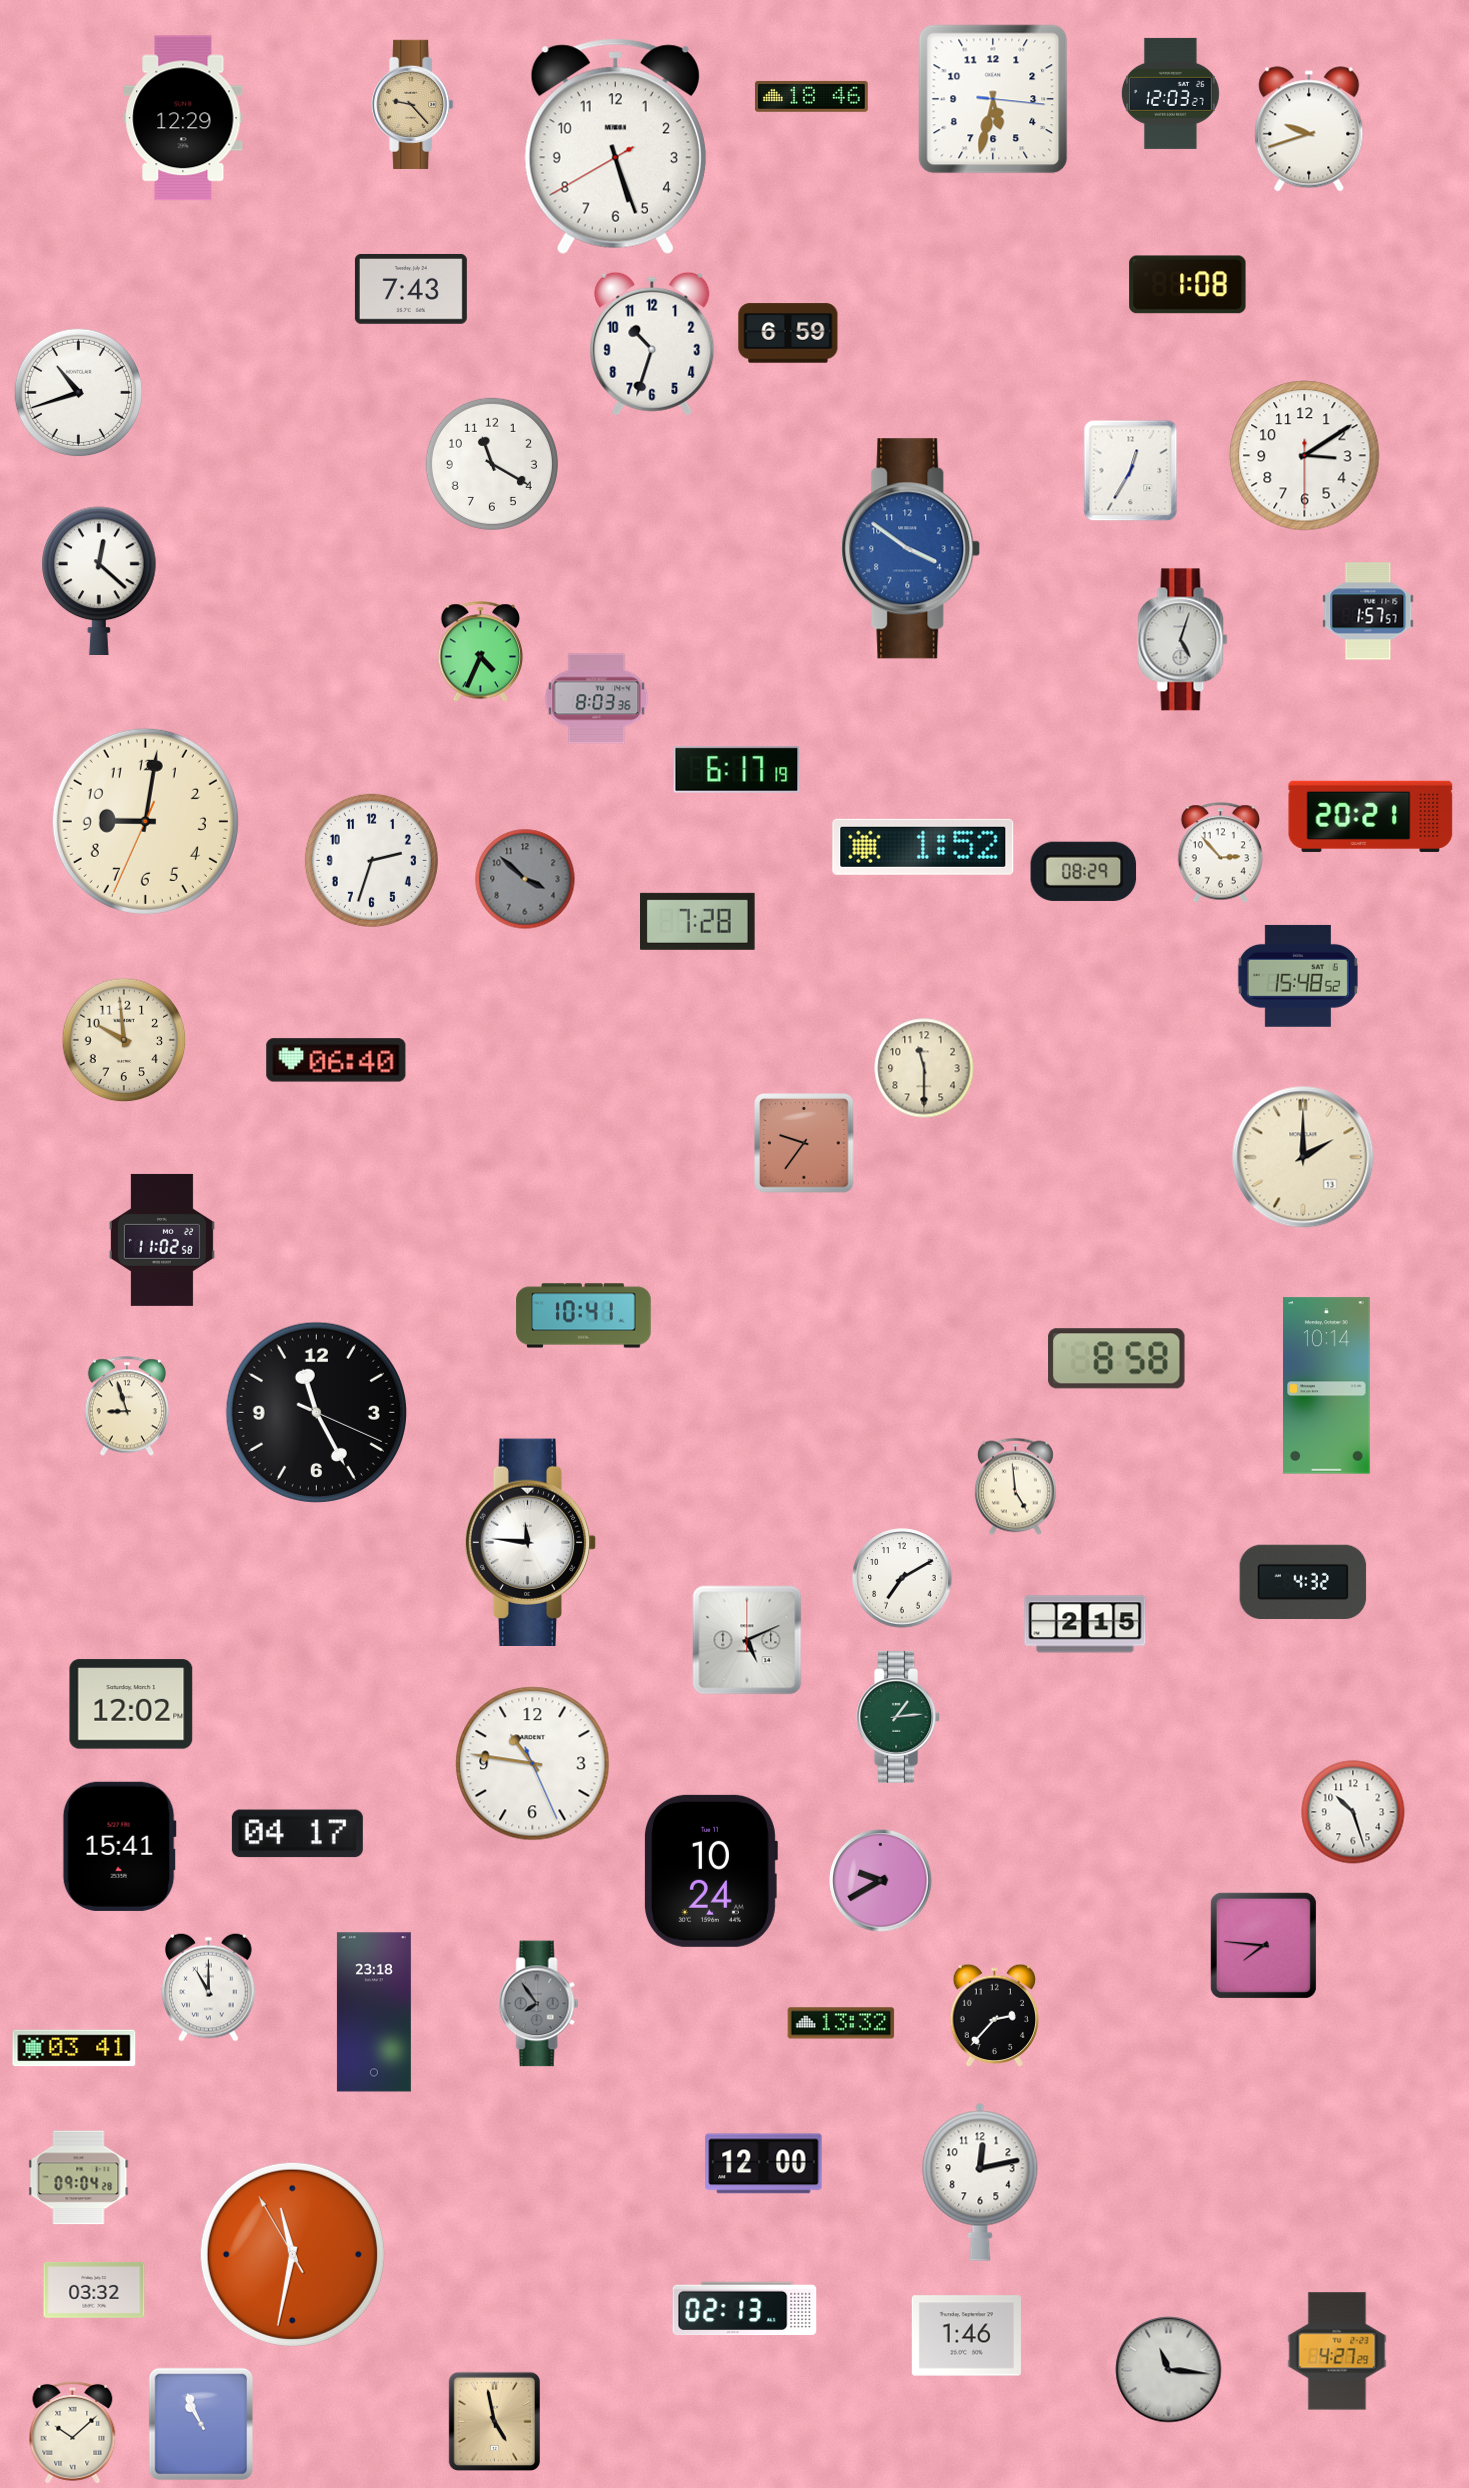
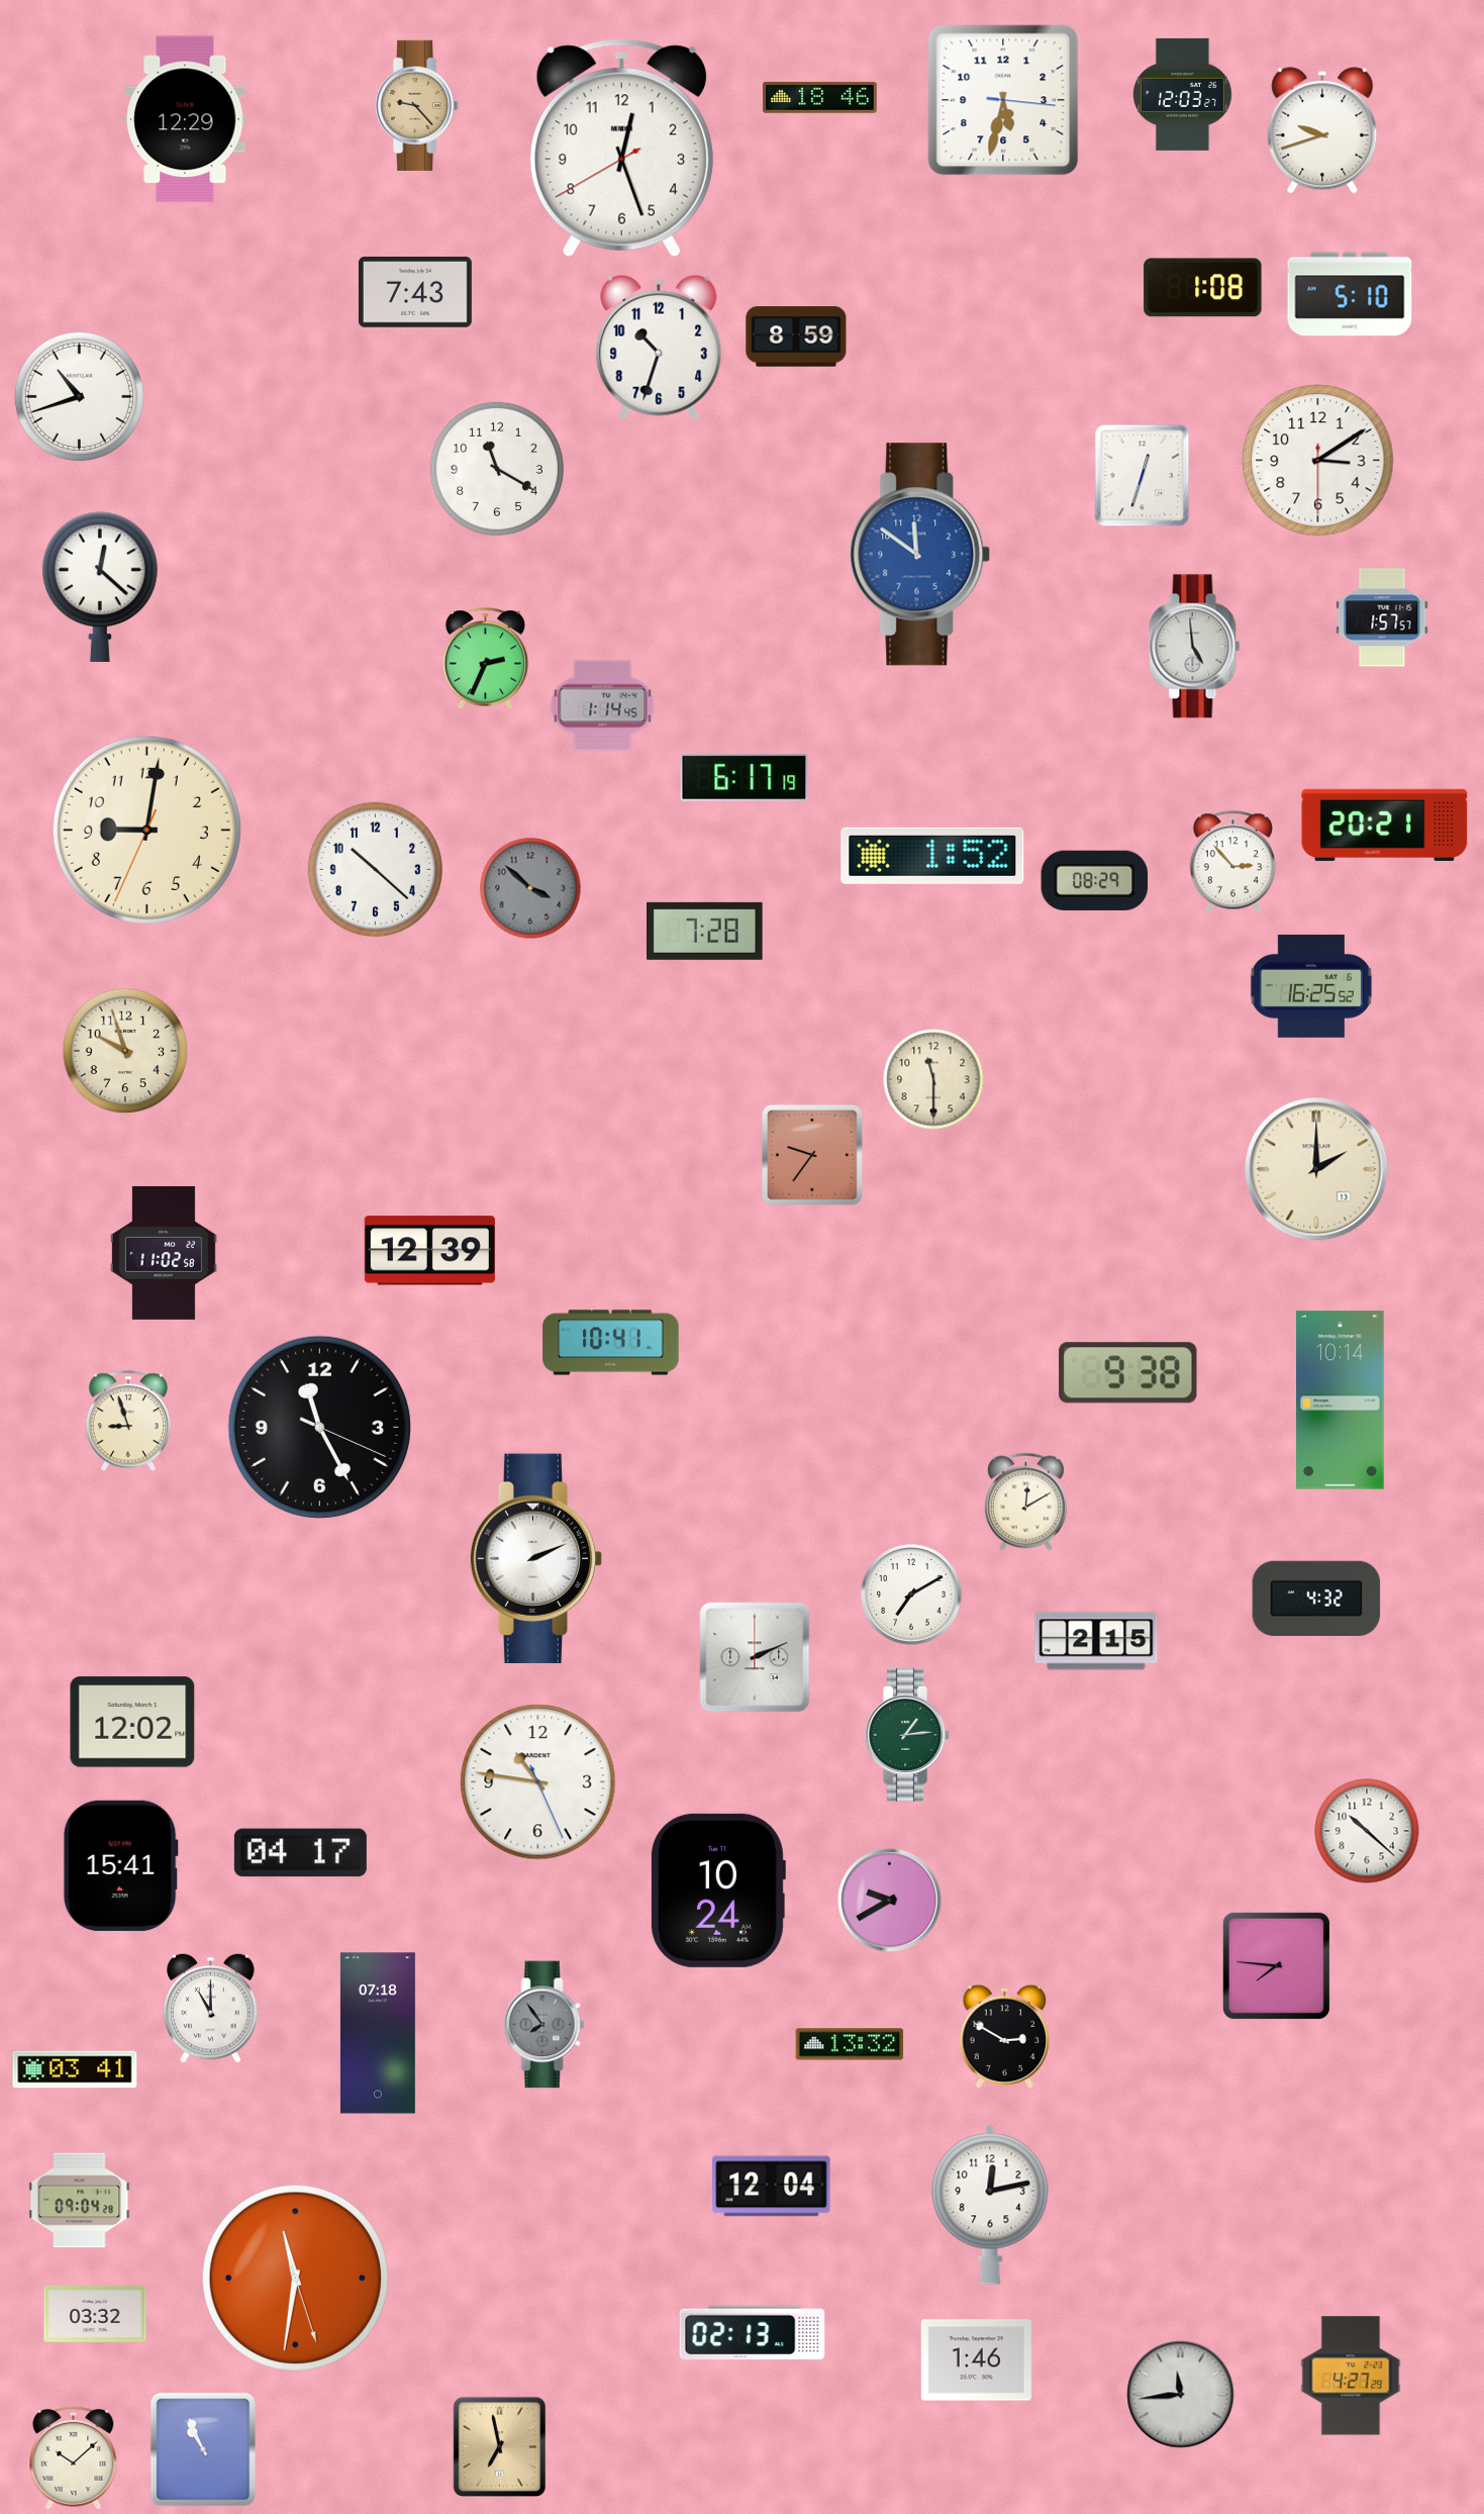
clock at (615, 147): 5:26 -> 12:26
clock at (1188, 285) position: (1188, 285) -> (1203, 288)
clock at (1350, 294): none -> 5:10
clock at (788, 333): 6:59 -> 8:59
clock at (1131, 471): 12:35 -> 12:33
clock at (911, 549): 3:51 -> 11:51
clock at (1183, 640): 5:03 -> 4:59
clock at (481, 652): 4:34 -> 2:34
clock at (597, 699): 8:03 -> 1:14
clock at (371, 860): 2:33 -> 10:22
clock at (1298, 976): 15:48 -> 16:25
clock at (124, 1040): 9:59 -> 9:57
clock at (336, 1060): 06:40 -> none
clock at (429, 1251): none -> 12:39
clock at (584, 1316) position: (584, 1316) -> (611, 1343)
clock at (1117, 1359): 8:58 -> 9:38
clock at (1015, 1487): 4:59 -> 12:10
clock at (531, 1542): 11:46 -> 2:11
clock at (747, 1640): 5:11 -> 2:11
clock at (1353, 1812): 10:27 -> 10:22
clock at (374, 2012): 23:18 -> 07:18
clock at (994, 2015): 2:37 -> 2:50
clock at (764, 2164): 12:00 -> 12:04
clock at (292, 2254): 11:31:55 -> 11:31:27
clock at (1169, 2370): 11:16 -> 11:44
clock at (494, 2421): 4:58 -> 6:58
